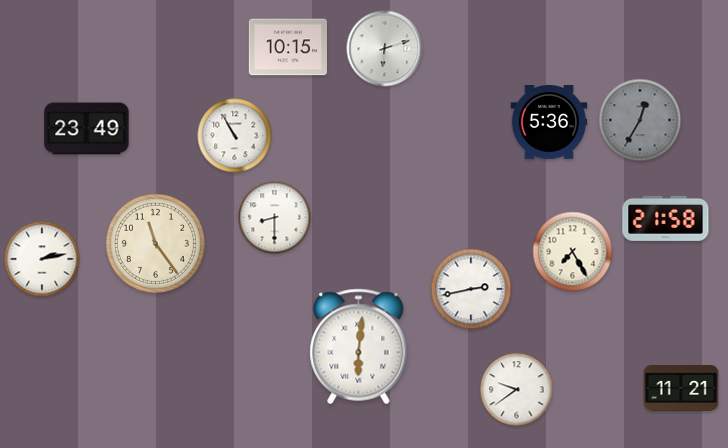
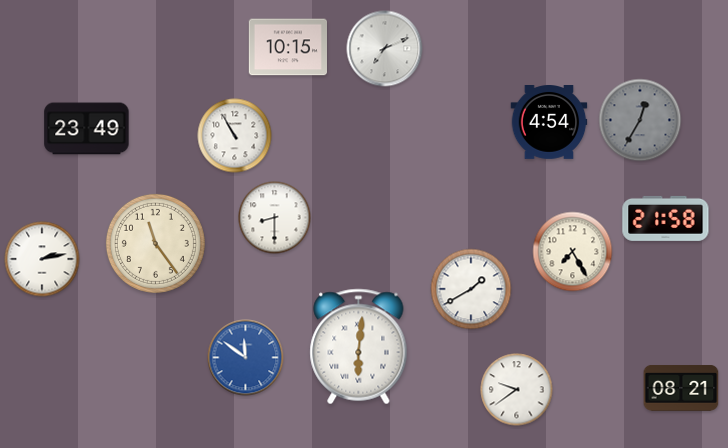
clock at (385, 49): 6:12 -> 7:11
clock at (549, 123): 5:36 -> 4:54
clock at (471, 289): 2:43 -> 1:40
clock at (246, 358): none -> 11:51
clock at (681, 389): 11:21 -> 08:21
